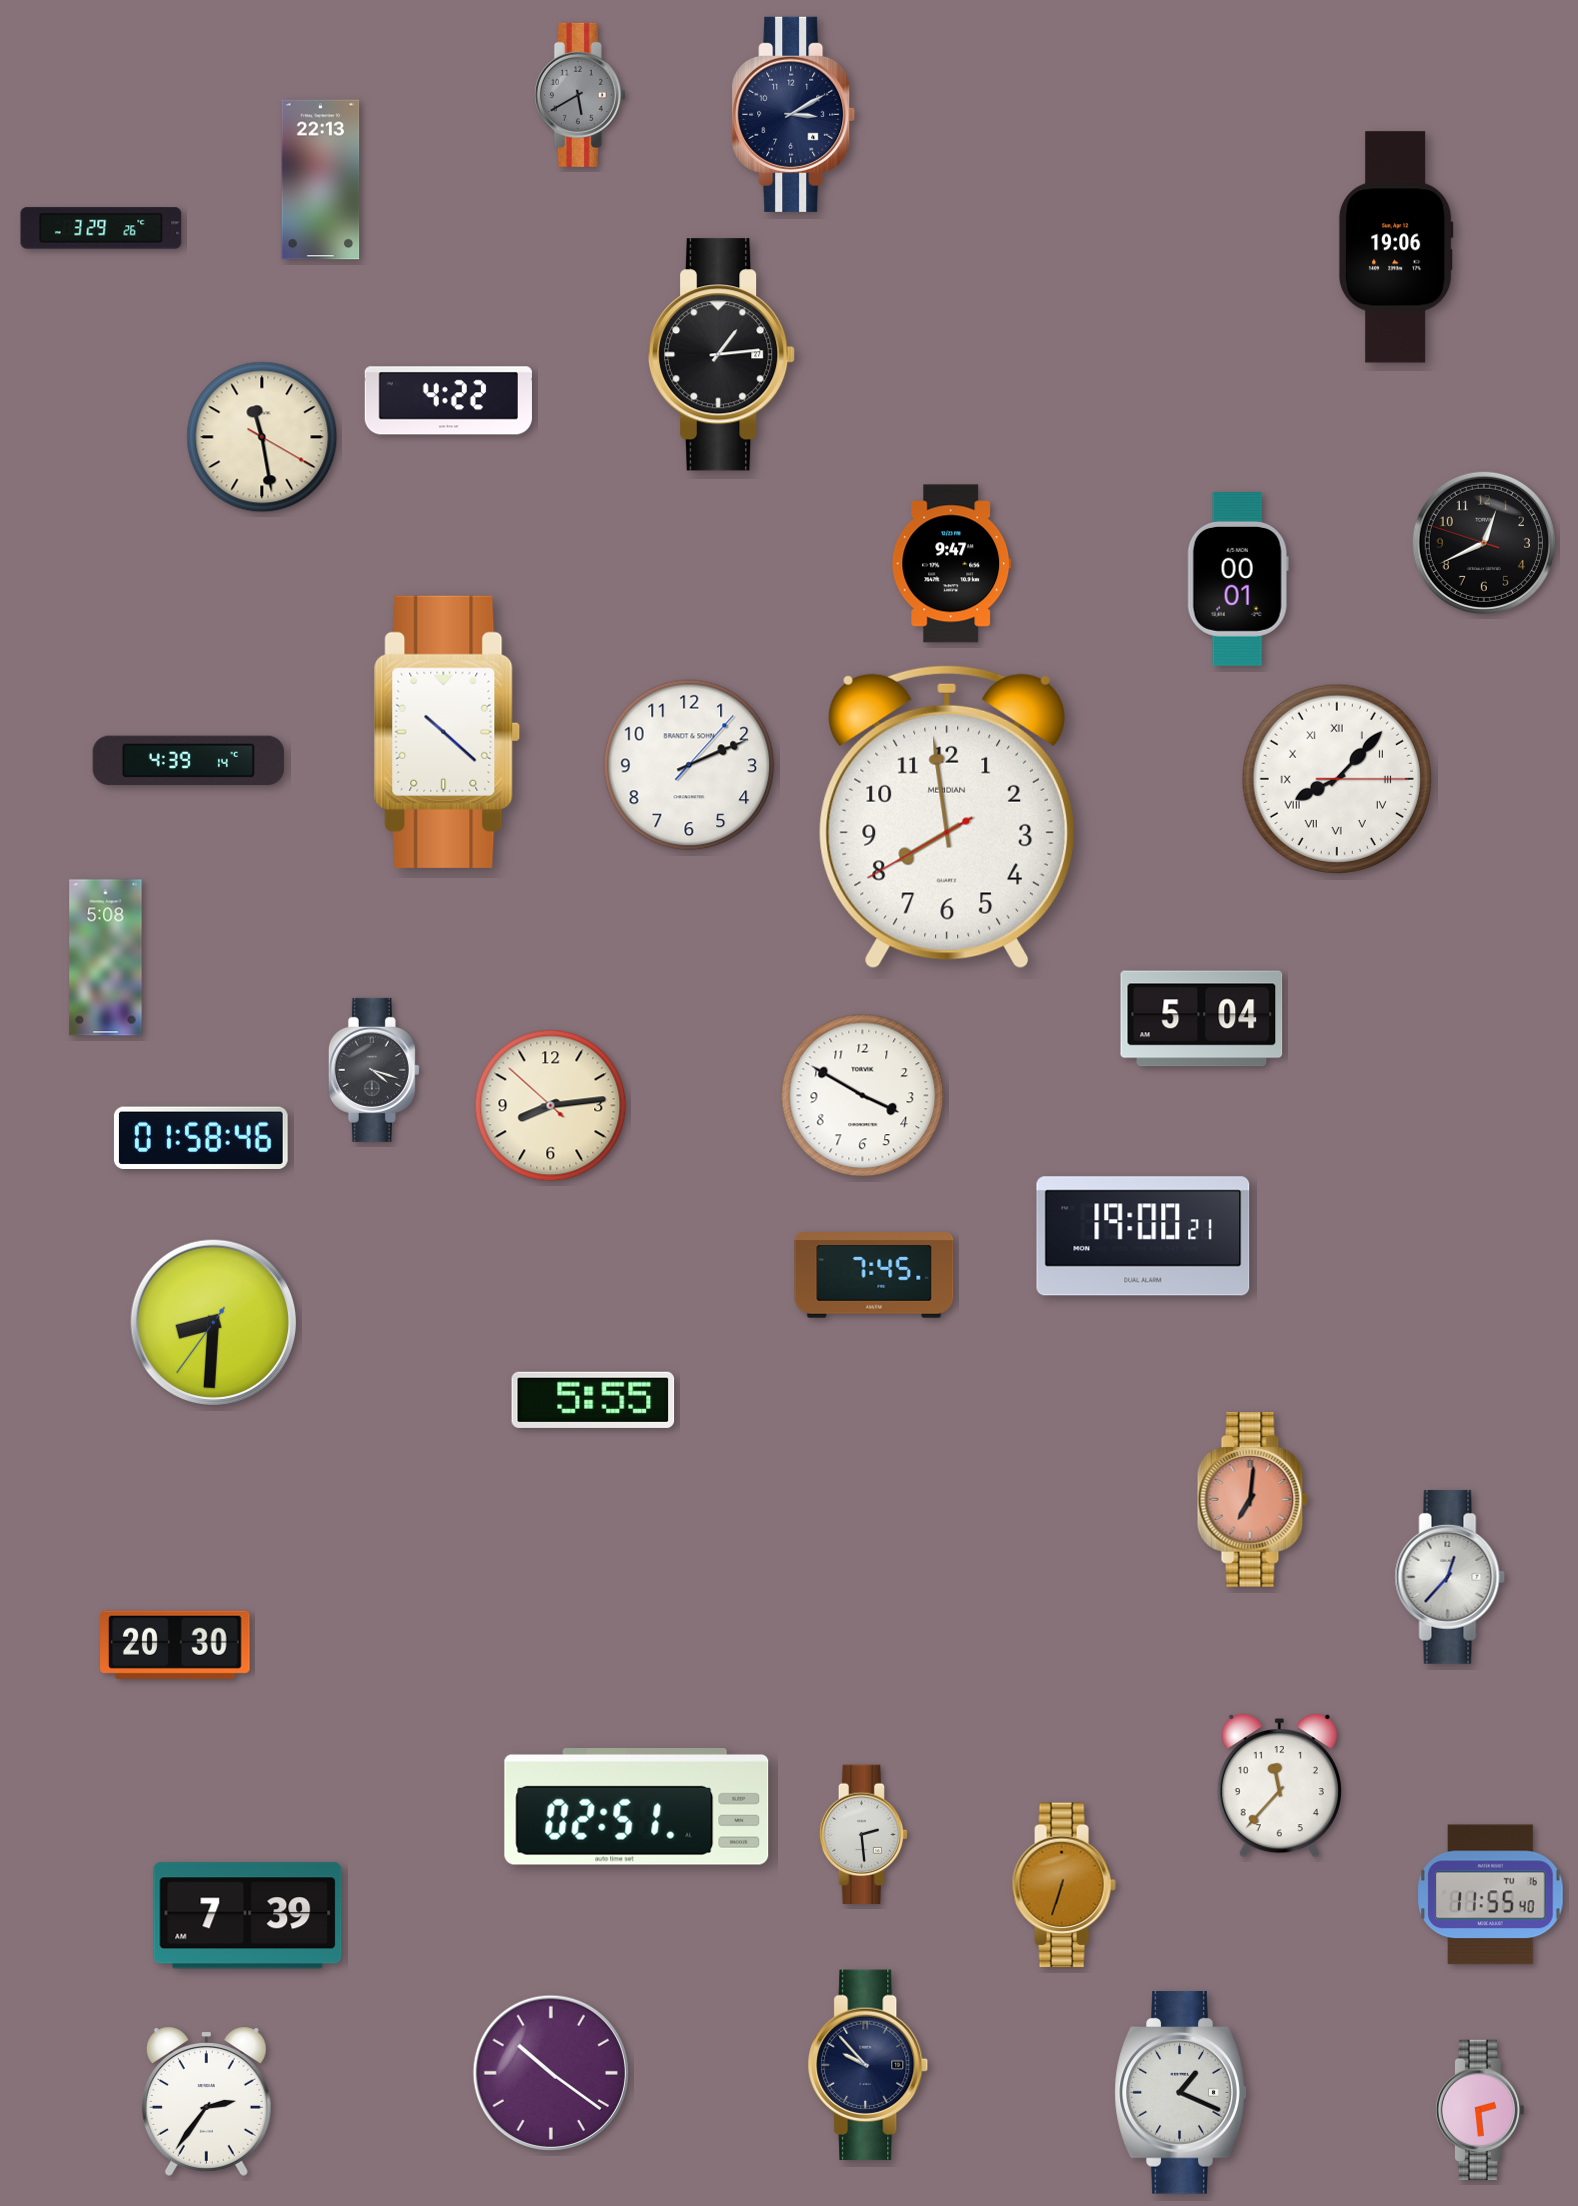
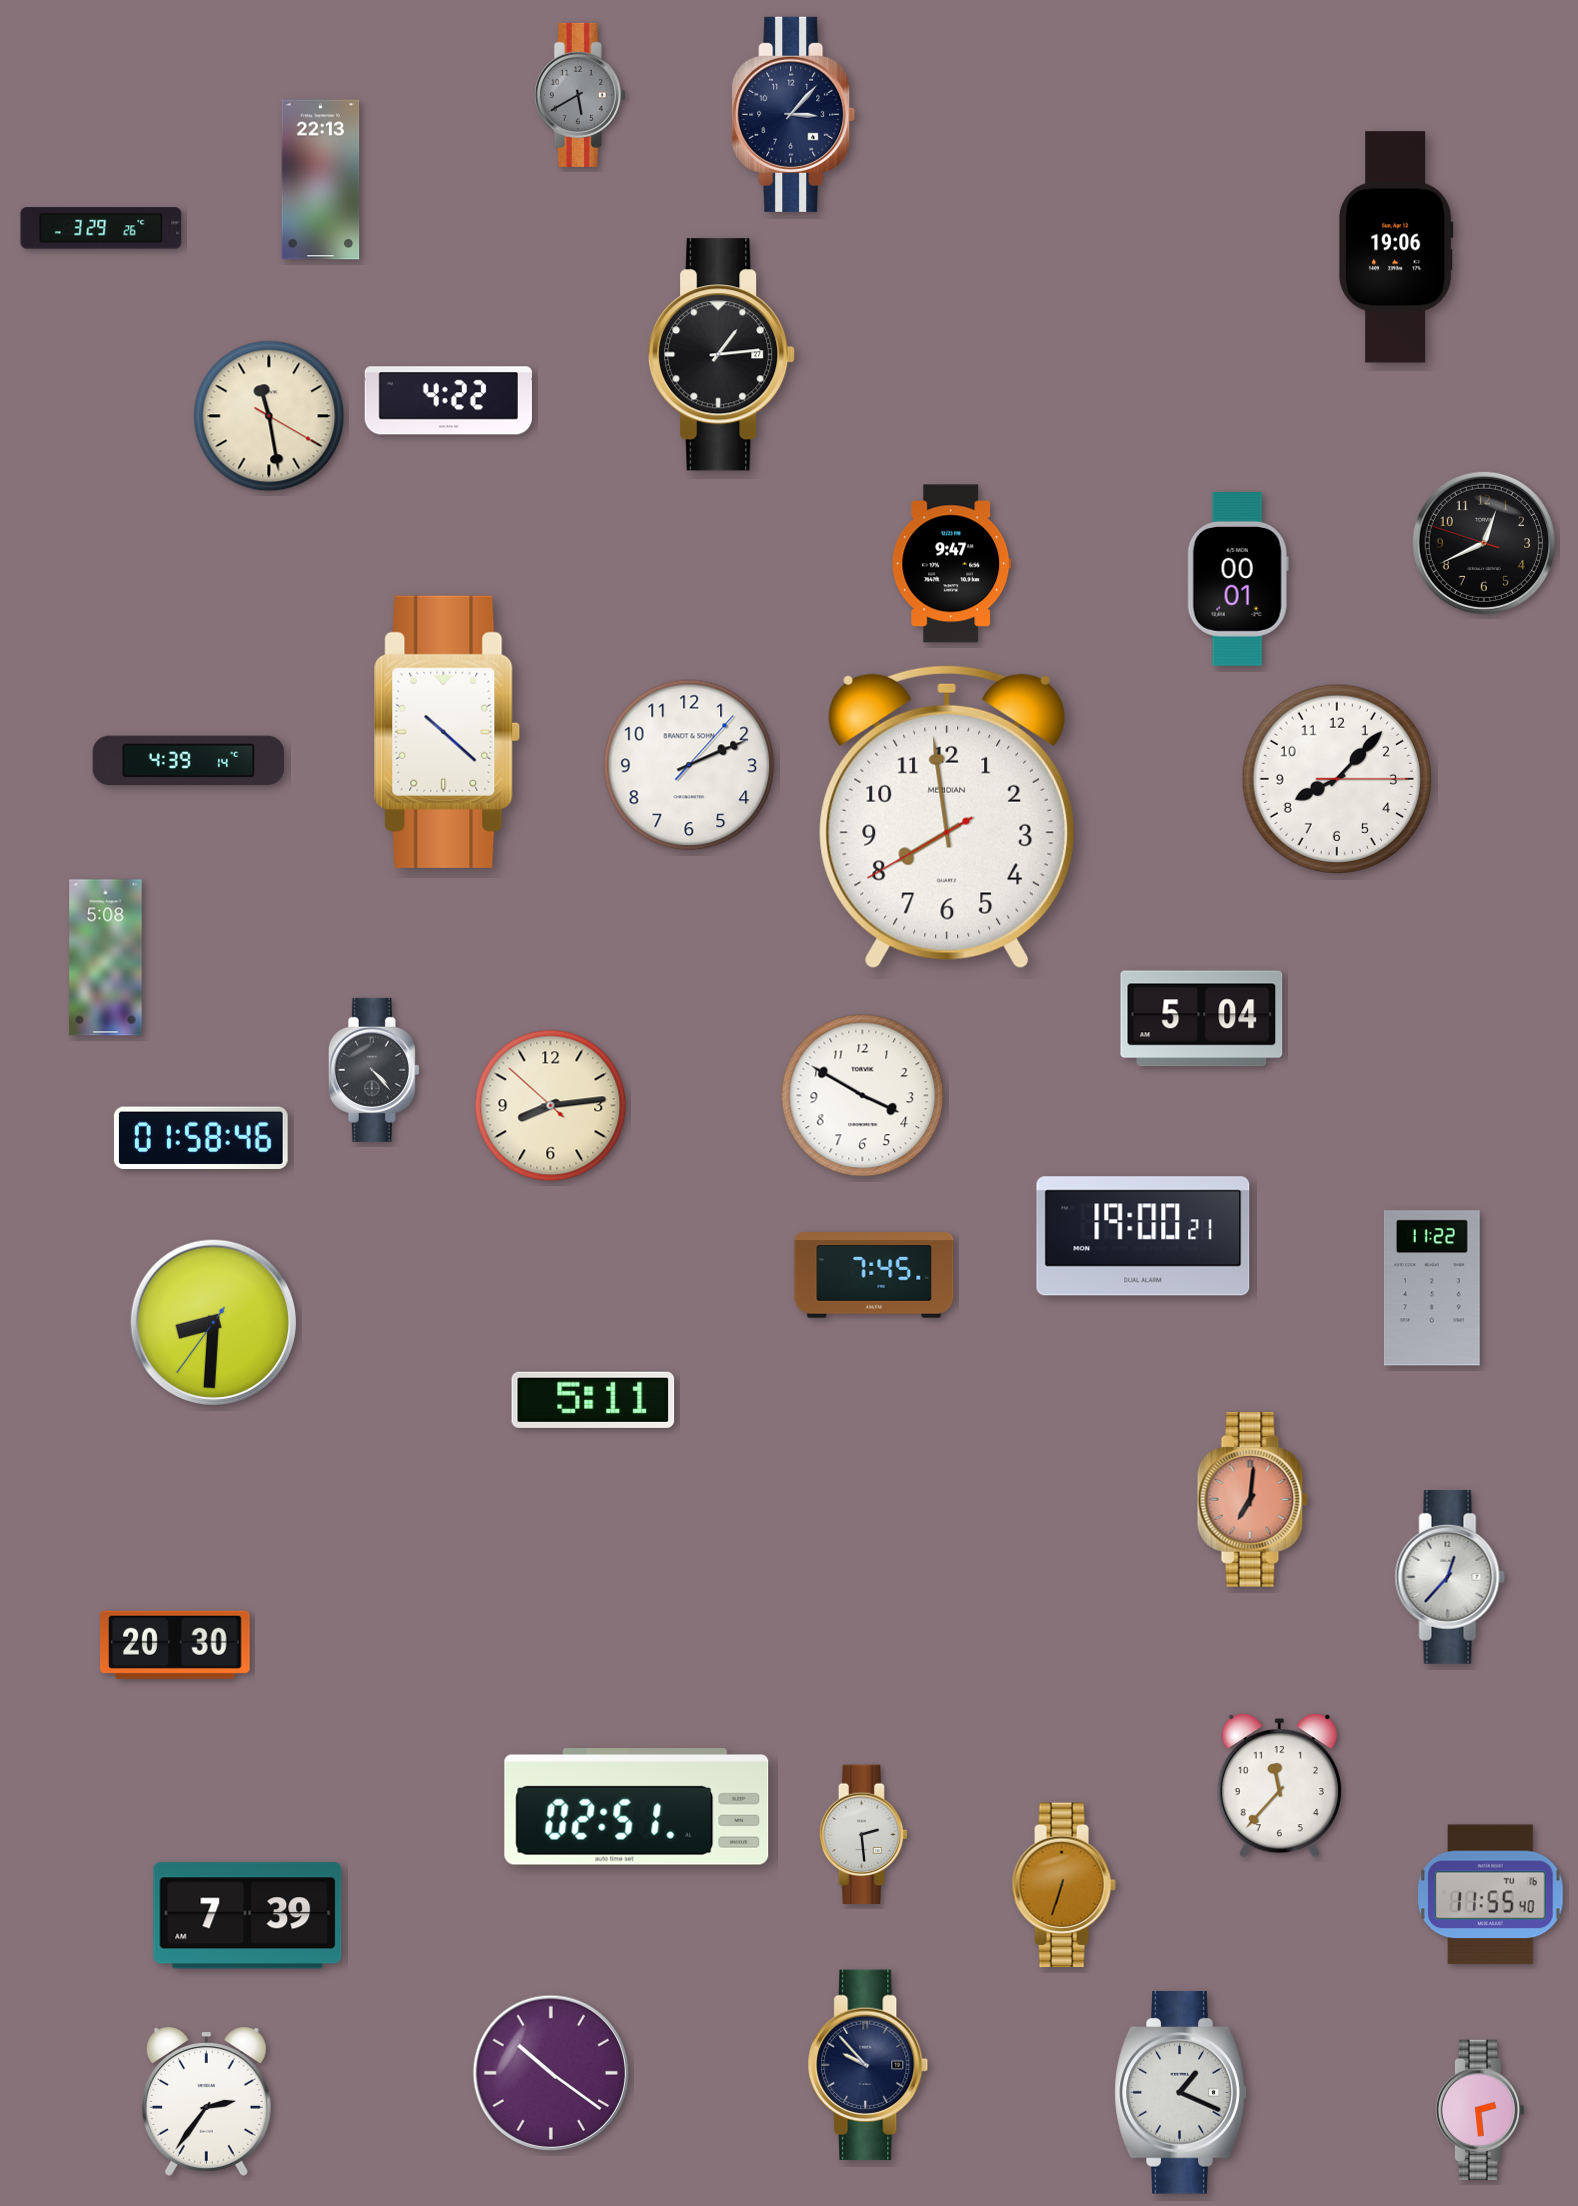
clock at (794, 114): 3:10 -> 3:07
clock at (262, 437) position: (262, 437) -> (269, 416)
clock at (1337, 779) numerals: Roman -> Arabic
clock at (374, 1070): 4:18 -> 4:23
clock at (1432, 1288): none -> 11:22
clock at (593, 1400): 5:55 -> 5:11
